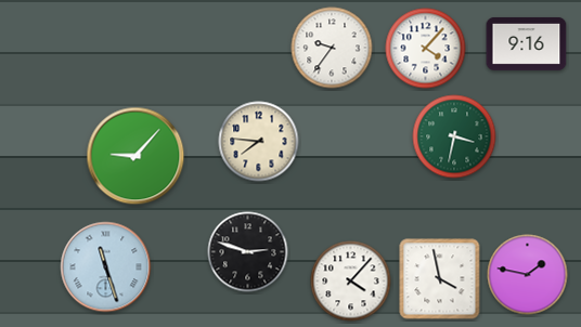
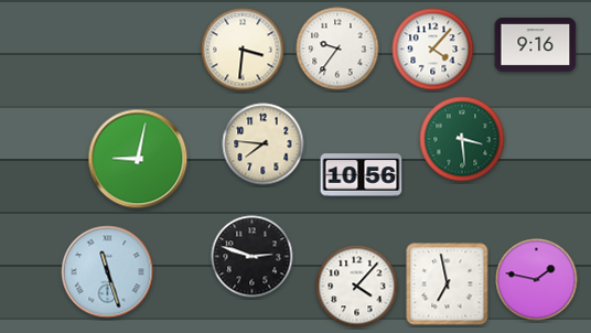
clock at (243, 50): none -> 3:31
clock at (454, 136): 3:32 -> 3:29
clock at (135, 156): 9:07 -> 9:02
clock at (362, 175): none -> 10:56
clock at (440, 279): 3:58 -> 6:58
